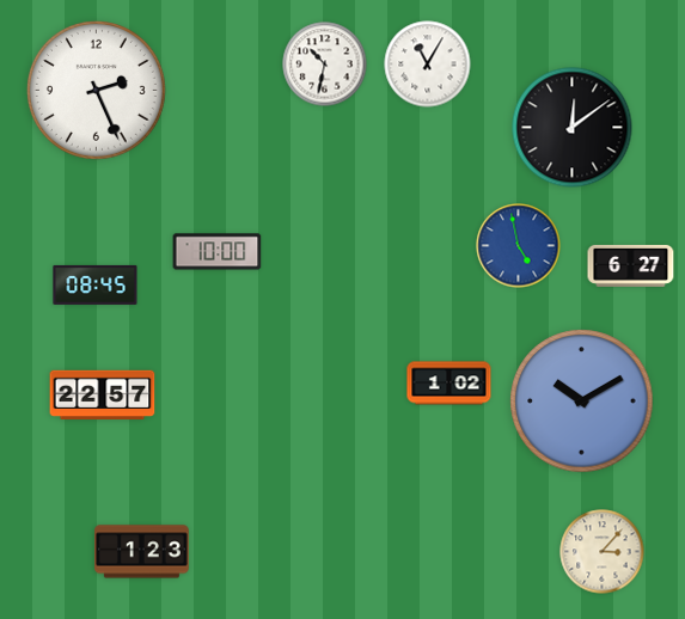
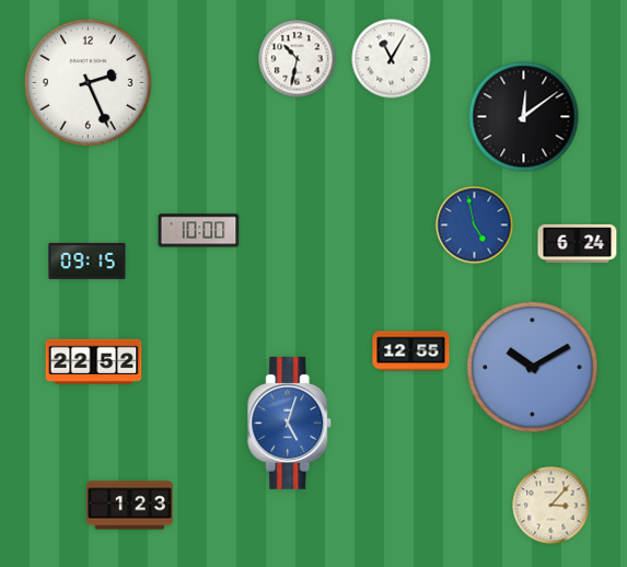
clock at (631, 265): 6:27 -> 6:24
clock at (96, 284): 08:45 -> 09:15
clock at (449, 384): 1:02 -> 12:55
clock at (103, 394): 22:57 -> 22:52
clock at (290, 423): none -> 5:03
